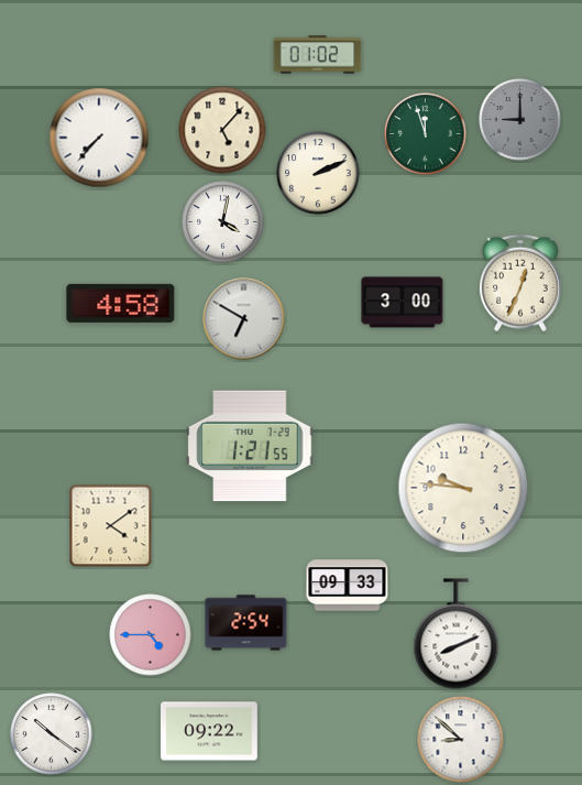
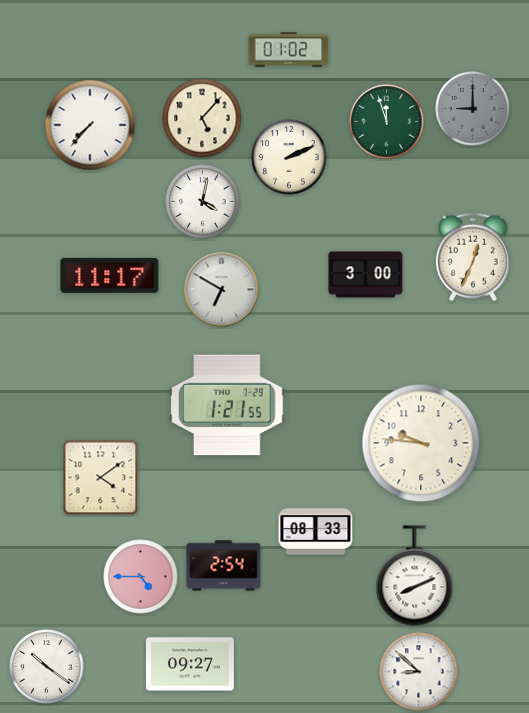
clock at (121, 303): 4:58 -> 11:17
clock at (348, 586): 09:33 -> 08:33
clock at (151, 635) position: (151, 635) -> (141, 577)
clock at (210, 731): 09:22 -> 09:27
